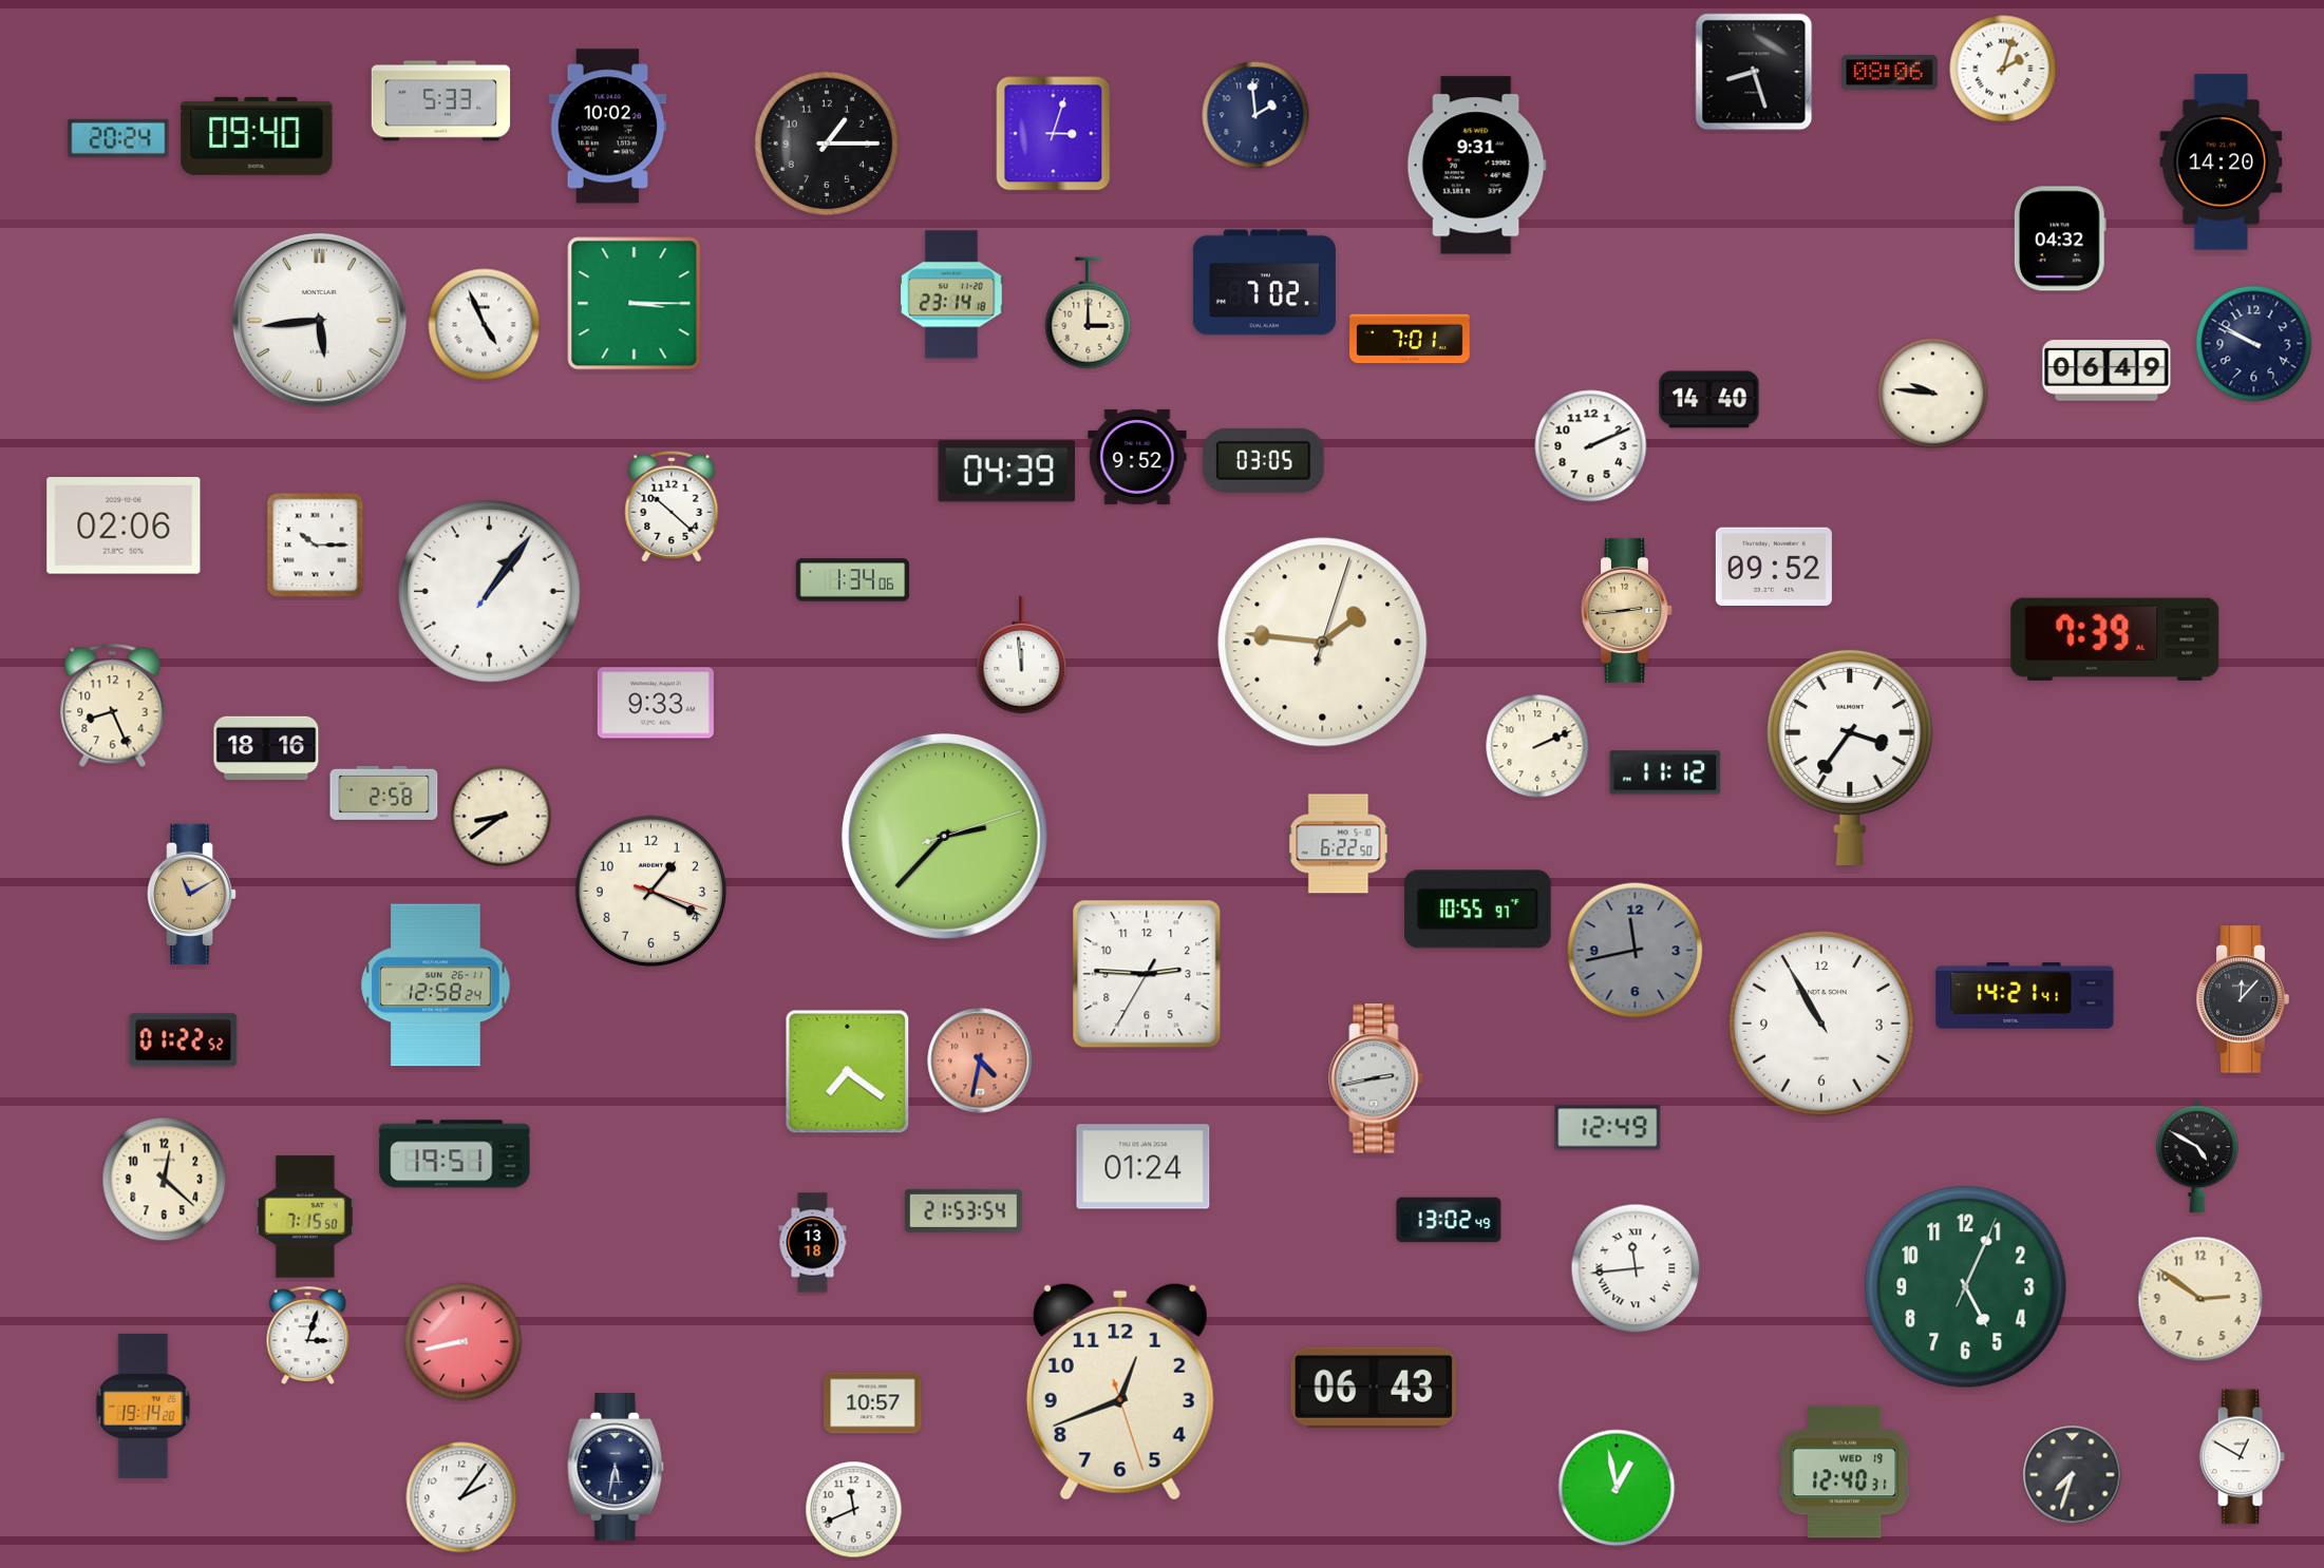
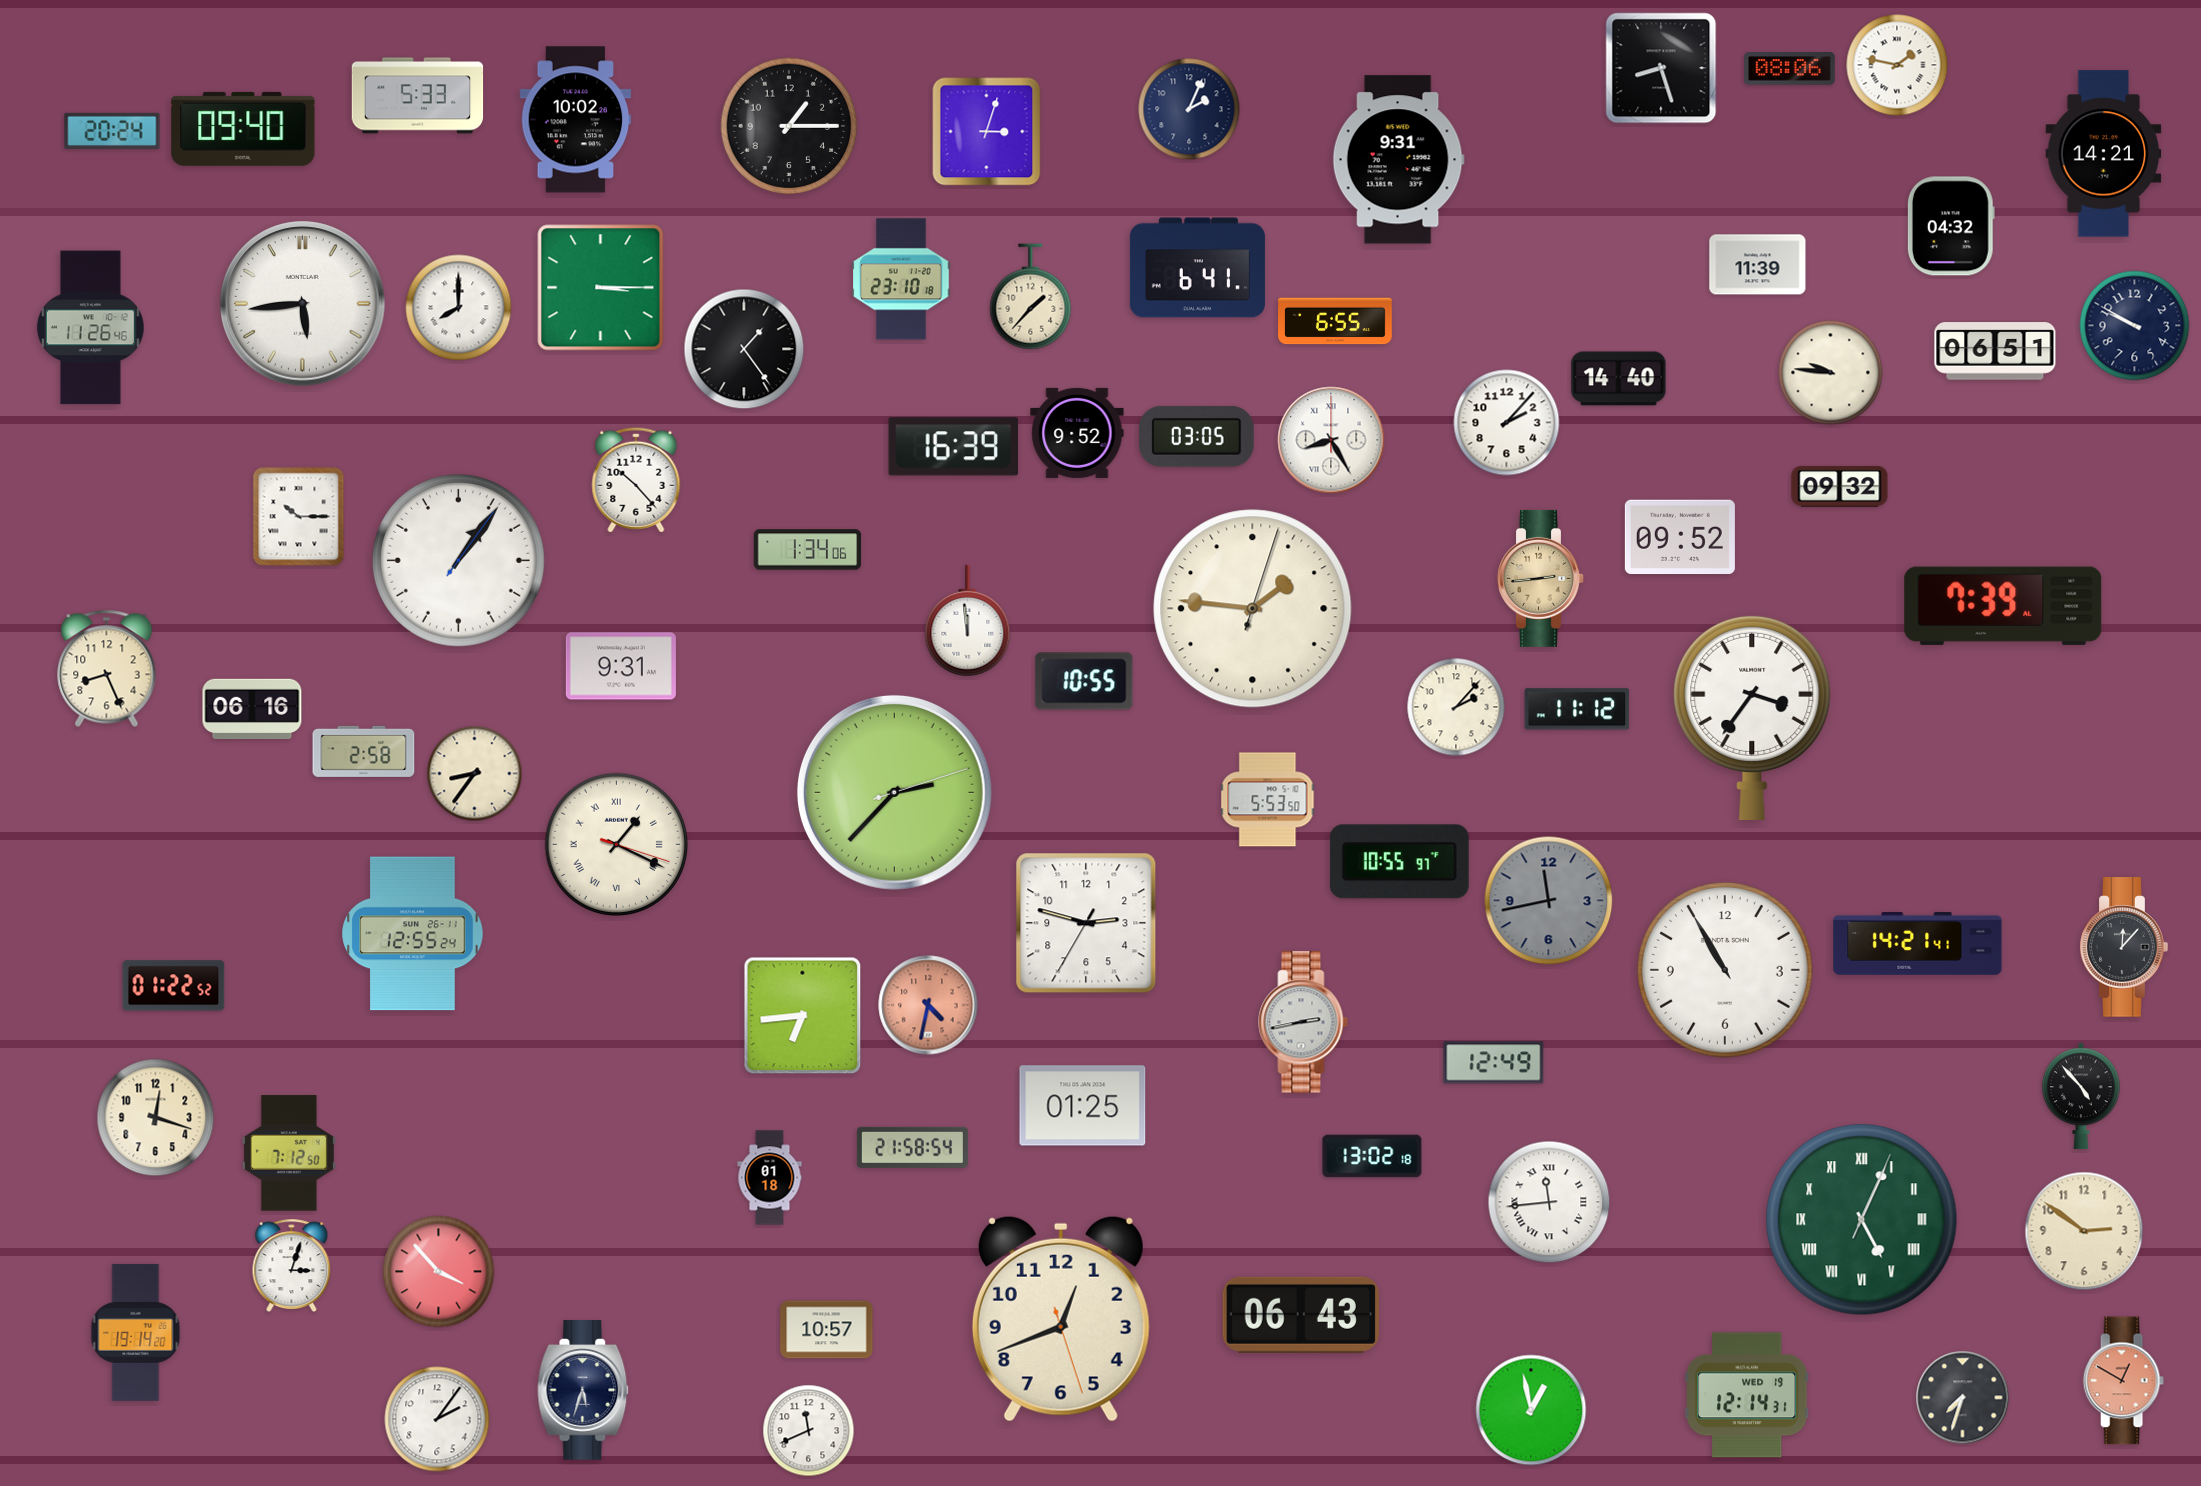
clock at (2003, 69): 2:03 -> 1:47
clock at (1255, 115): 1:59 -> 2:04
clock at (1054, 134) position: (1054, 134) -> (987, 132)
clock at (827, 144) position: (827, 144) -> (789, 126)
clock at (2222, 162): 14:20 -> 14:21
clock at (1476, 166) position: (1476, 166) -> (1398, 160)
clock at (1758, 265): none -> 11:39
clock at (1264, 283): 7:02 -> 6:41
clock at (951, 294): 23:14 -> 23:10
clock at (1089, 313): 3:00 -> 1:37
clock at (485, 325): 4:56 -> 8:00
clock at (1410, 339): 7:01 -> 6:55
clock at (90, 328): none -> 11:26
clock at (744, 349): none -> 1:24
clock at (2106, 370): 06:49 -> 06:51
clock at (1591, 446): 2:11 -> 2:07
clock at (1331, 440): none -> 8:25
clock at (1006, 472): 04:39 -> 16:39
clock at (672, 506): 10:22 -> 10:23
clock at (1840, 486): none -> 09:32
clock at (124, 525): 02:06 -> none
clock at (489, 591) position: (489, 591) -> (458, 560)
clock at (656, 703): 9:33 -> 9:31
clock at (1084, 681): none -> 10:55
clock at (1537, 746): 2:11 -> 2:07
clock at (266, 748): 18:16 -> 06:16
clock at (1665, 772) position: (1665, 772) -> (1577, 709)
clock at (502, 817): 8:39 -> 8:36
clock at (1339, 844): 6:22 -> 5:53
clock at (650, 891) numerals: Arabic -> Roman
clock at (193, 894): 11:10 -> none
clock at (1147, 974): 2:45 -> 2:47
clock at (436, 986): 12:58 -> 12:55
clock at (848, 1072): 7:21 -> 6:44
clock at (1608, 1128) position: (1608, 1128) -> (1494, 1063)
clock at (455, 1154): 19:51 -> none
clock at (2197, 1156): 4:50 -> 4:53
clock at (1144, 1167): 01:24 -> 01:25
clock at (165, 1180): 12:22 -> 12:18
clock at (963, 1210): 21:53 -> 21:58
clock at (305, 1217): 7:15 -> 7:12
clock at (1449, 1220): 13:02:49 -> 13:02:18
clock at (813, 1243): 13:18 -> 01:18
clock at (1966, 1287) numerals: Arabic -> Roman
clock at (464, 1342): 8:43 -> 3:53
clock at (2242, 1457) dial: white -> salmon
clock at (616, 1467): 5:32 -> 5:33
clock at (1845, 1472): 12:40 -> 12:14
